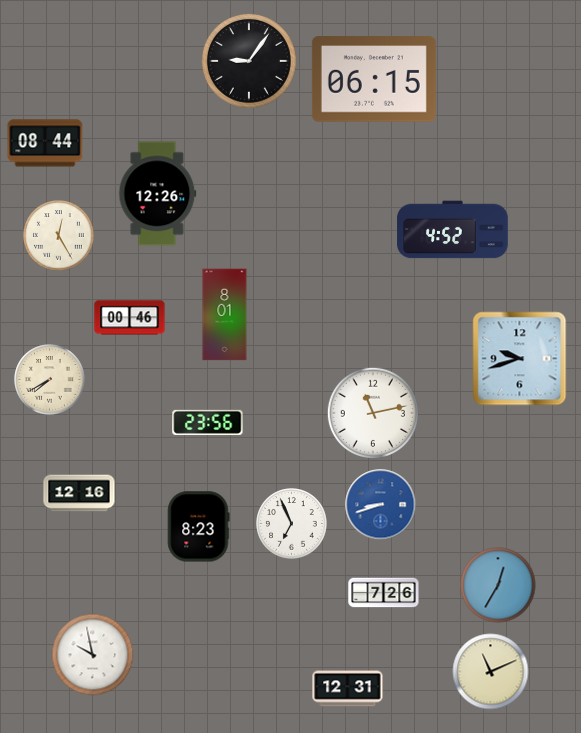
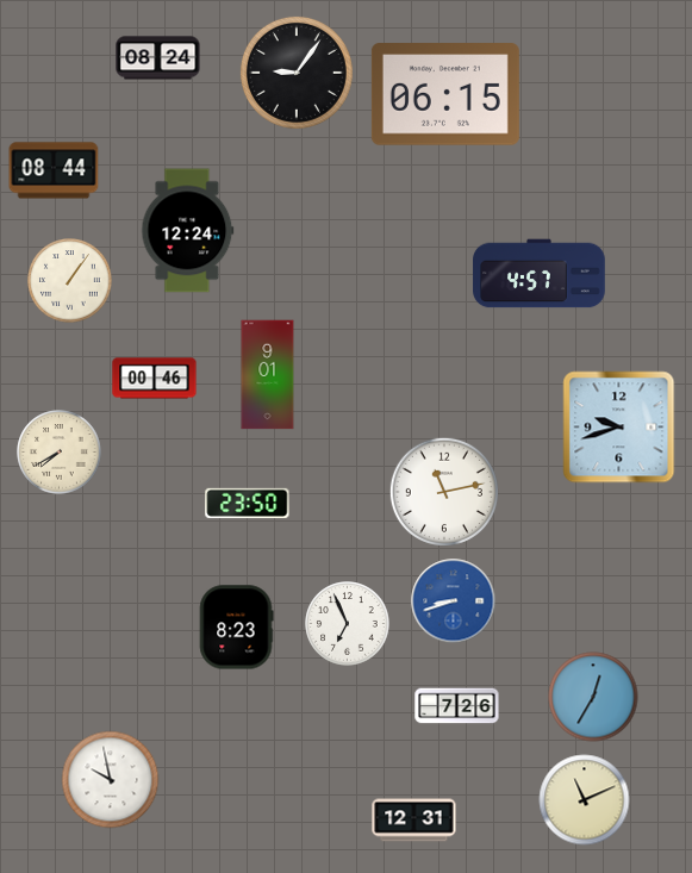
clock at (158, 58): none -> 08:24
clock at (158, 194): 12:26 -> 12:24
clock at (453, 230): 4:52 -> 4:57
clock at (59, 236): 12:25 -> 1:06
clock at (225, 315): 8:01 -> 9:01
clock at (208, 422): 23:56 -> 23:50
clock at (79, 493): 12:16 -> none
